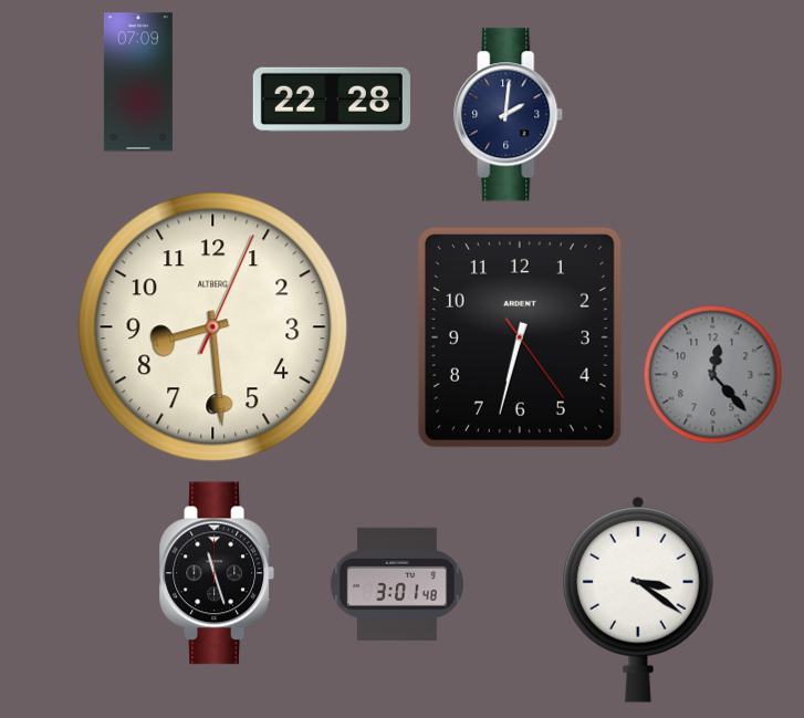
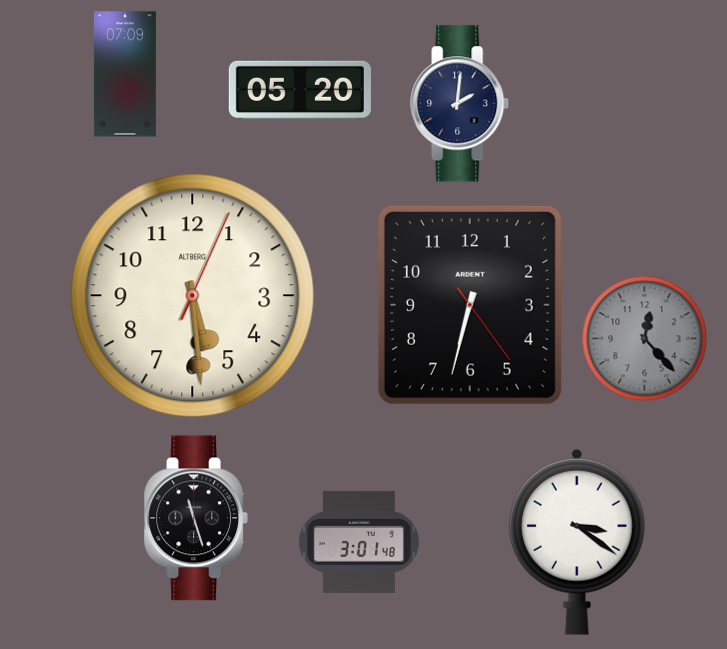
clock at (332, 98): 22:28 -> 05:20
clock at (213, 327): 8:29 -> 5:29
clock at (397, 584) position: (397, 584) -> (359, 542)
